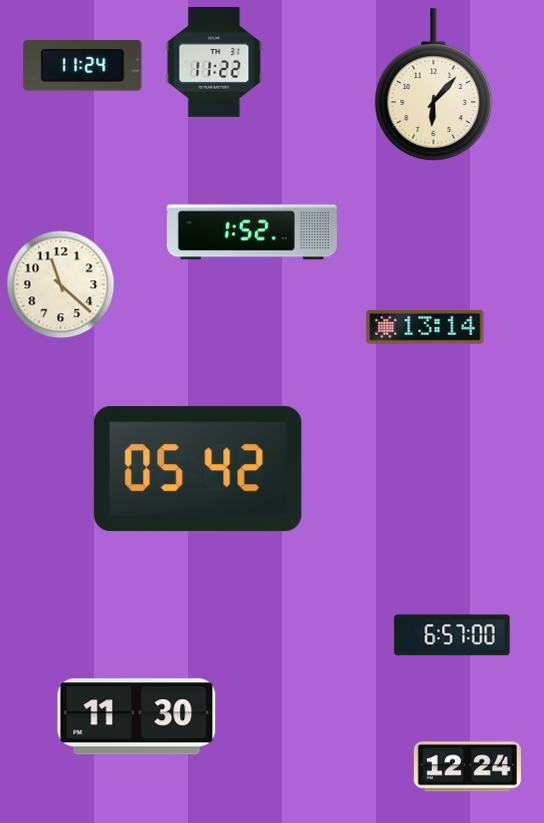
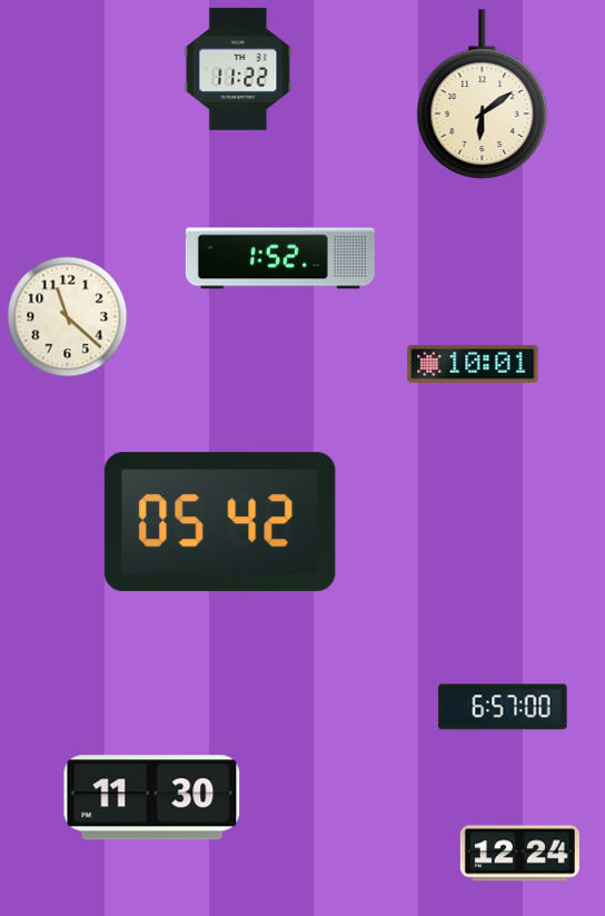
clock at (83, 66): 11:24 -> none
clock at (434, 85): 6:07 -> 6:09
clock at (425, 327): 13:14 -> 10:01
